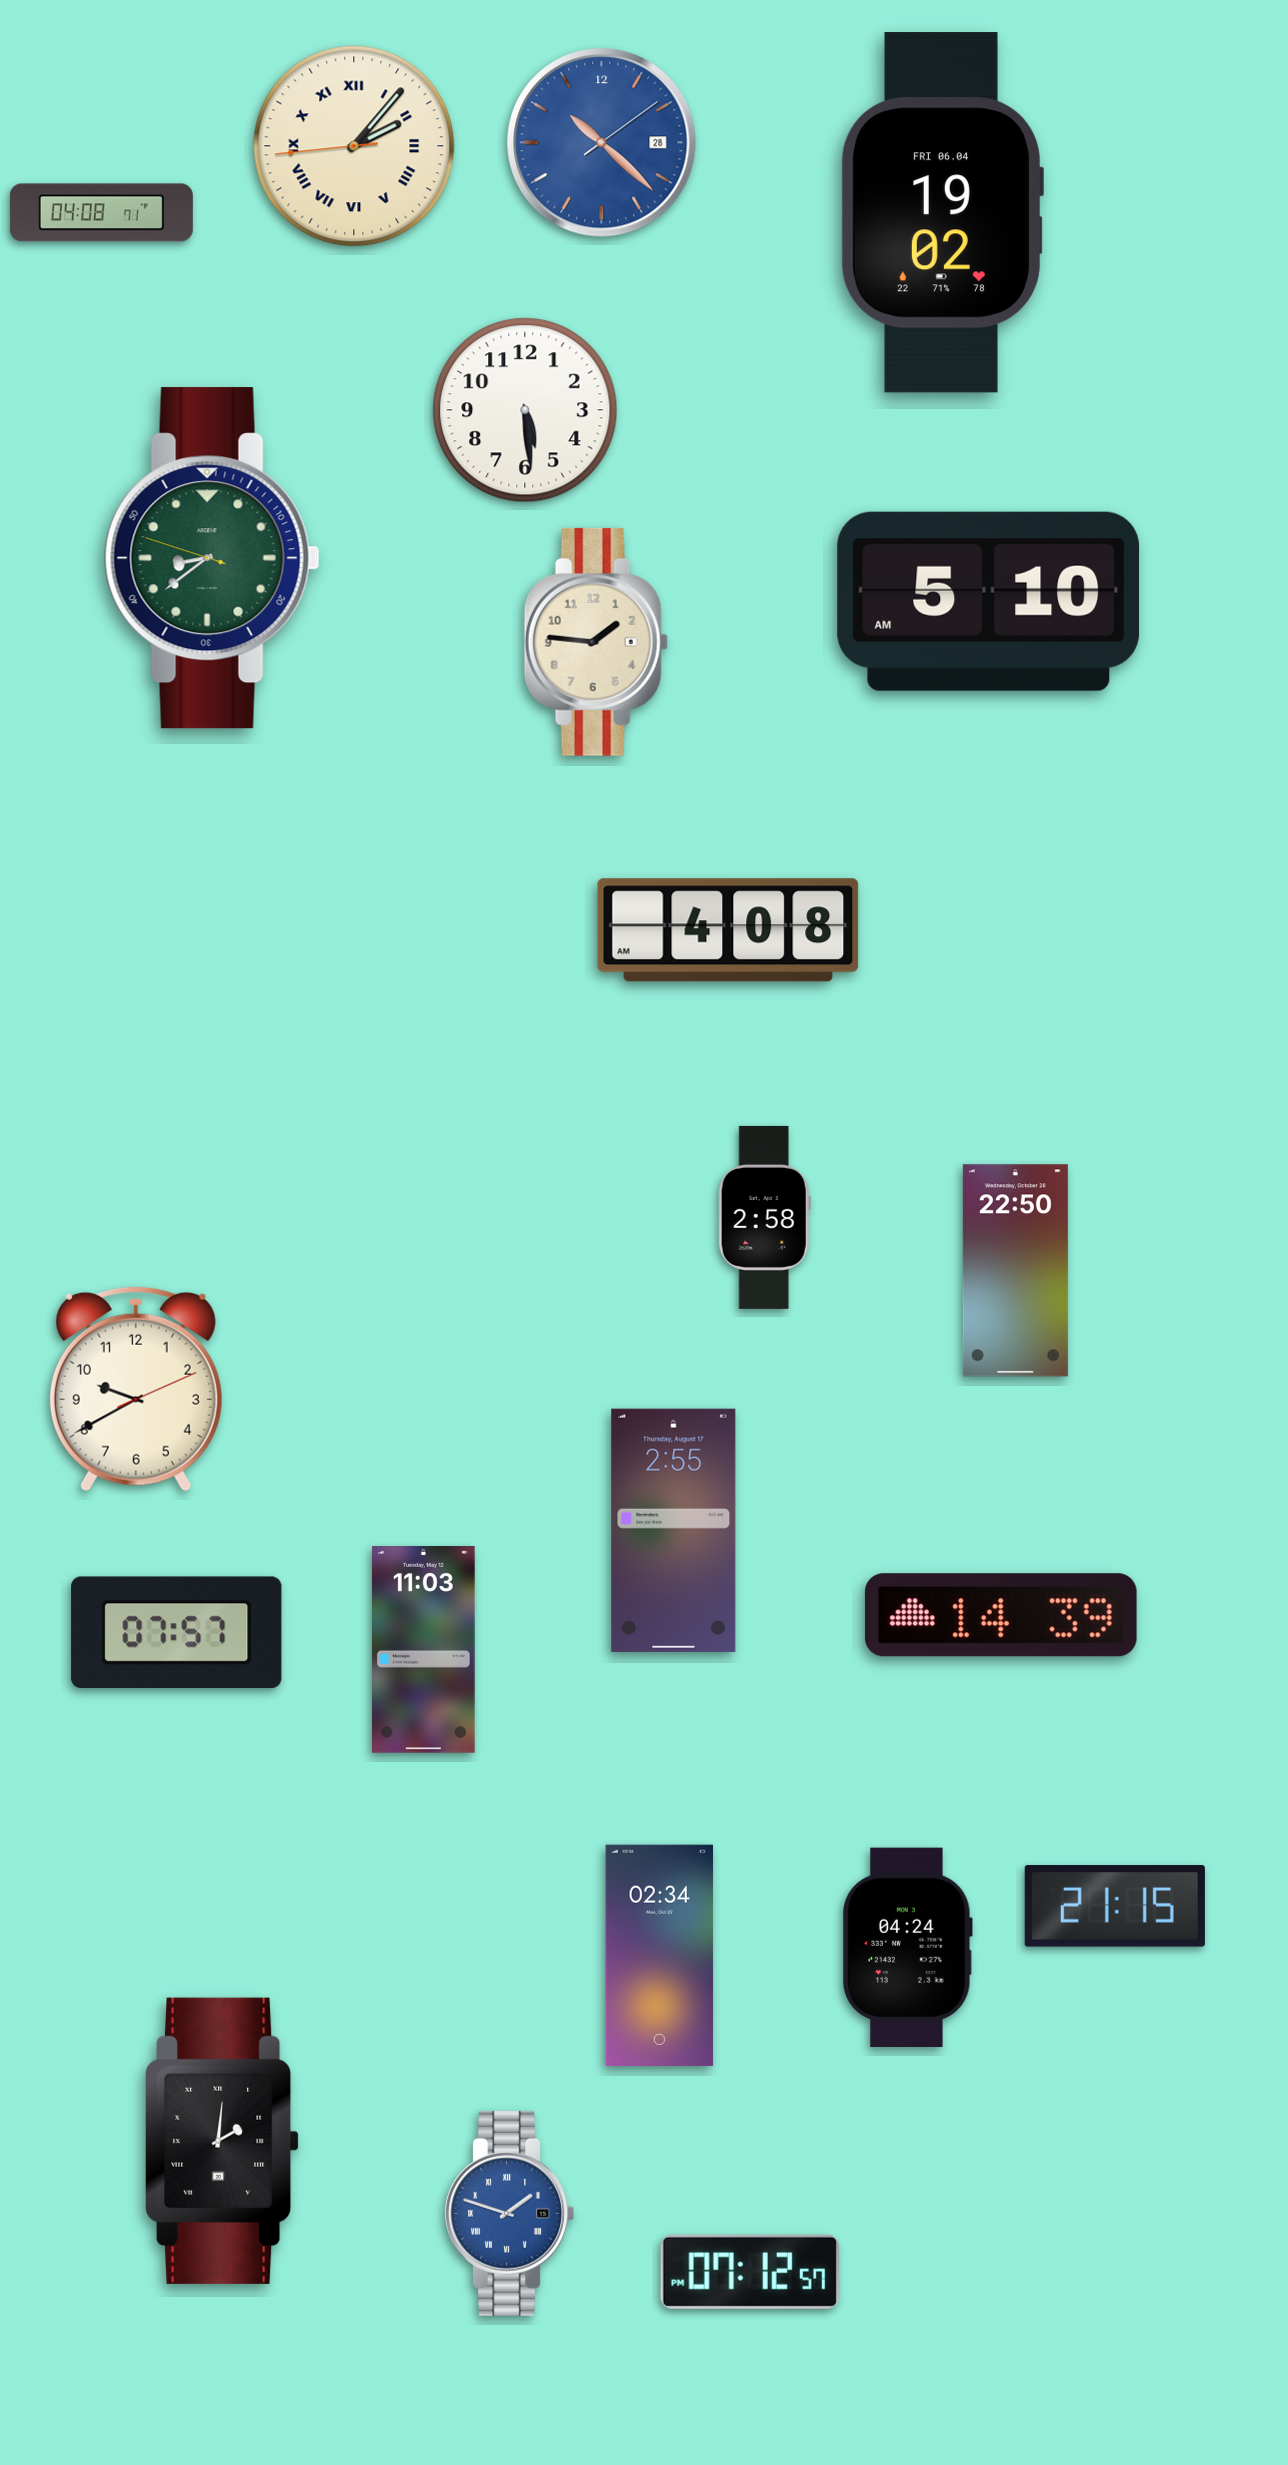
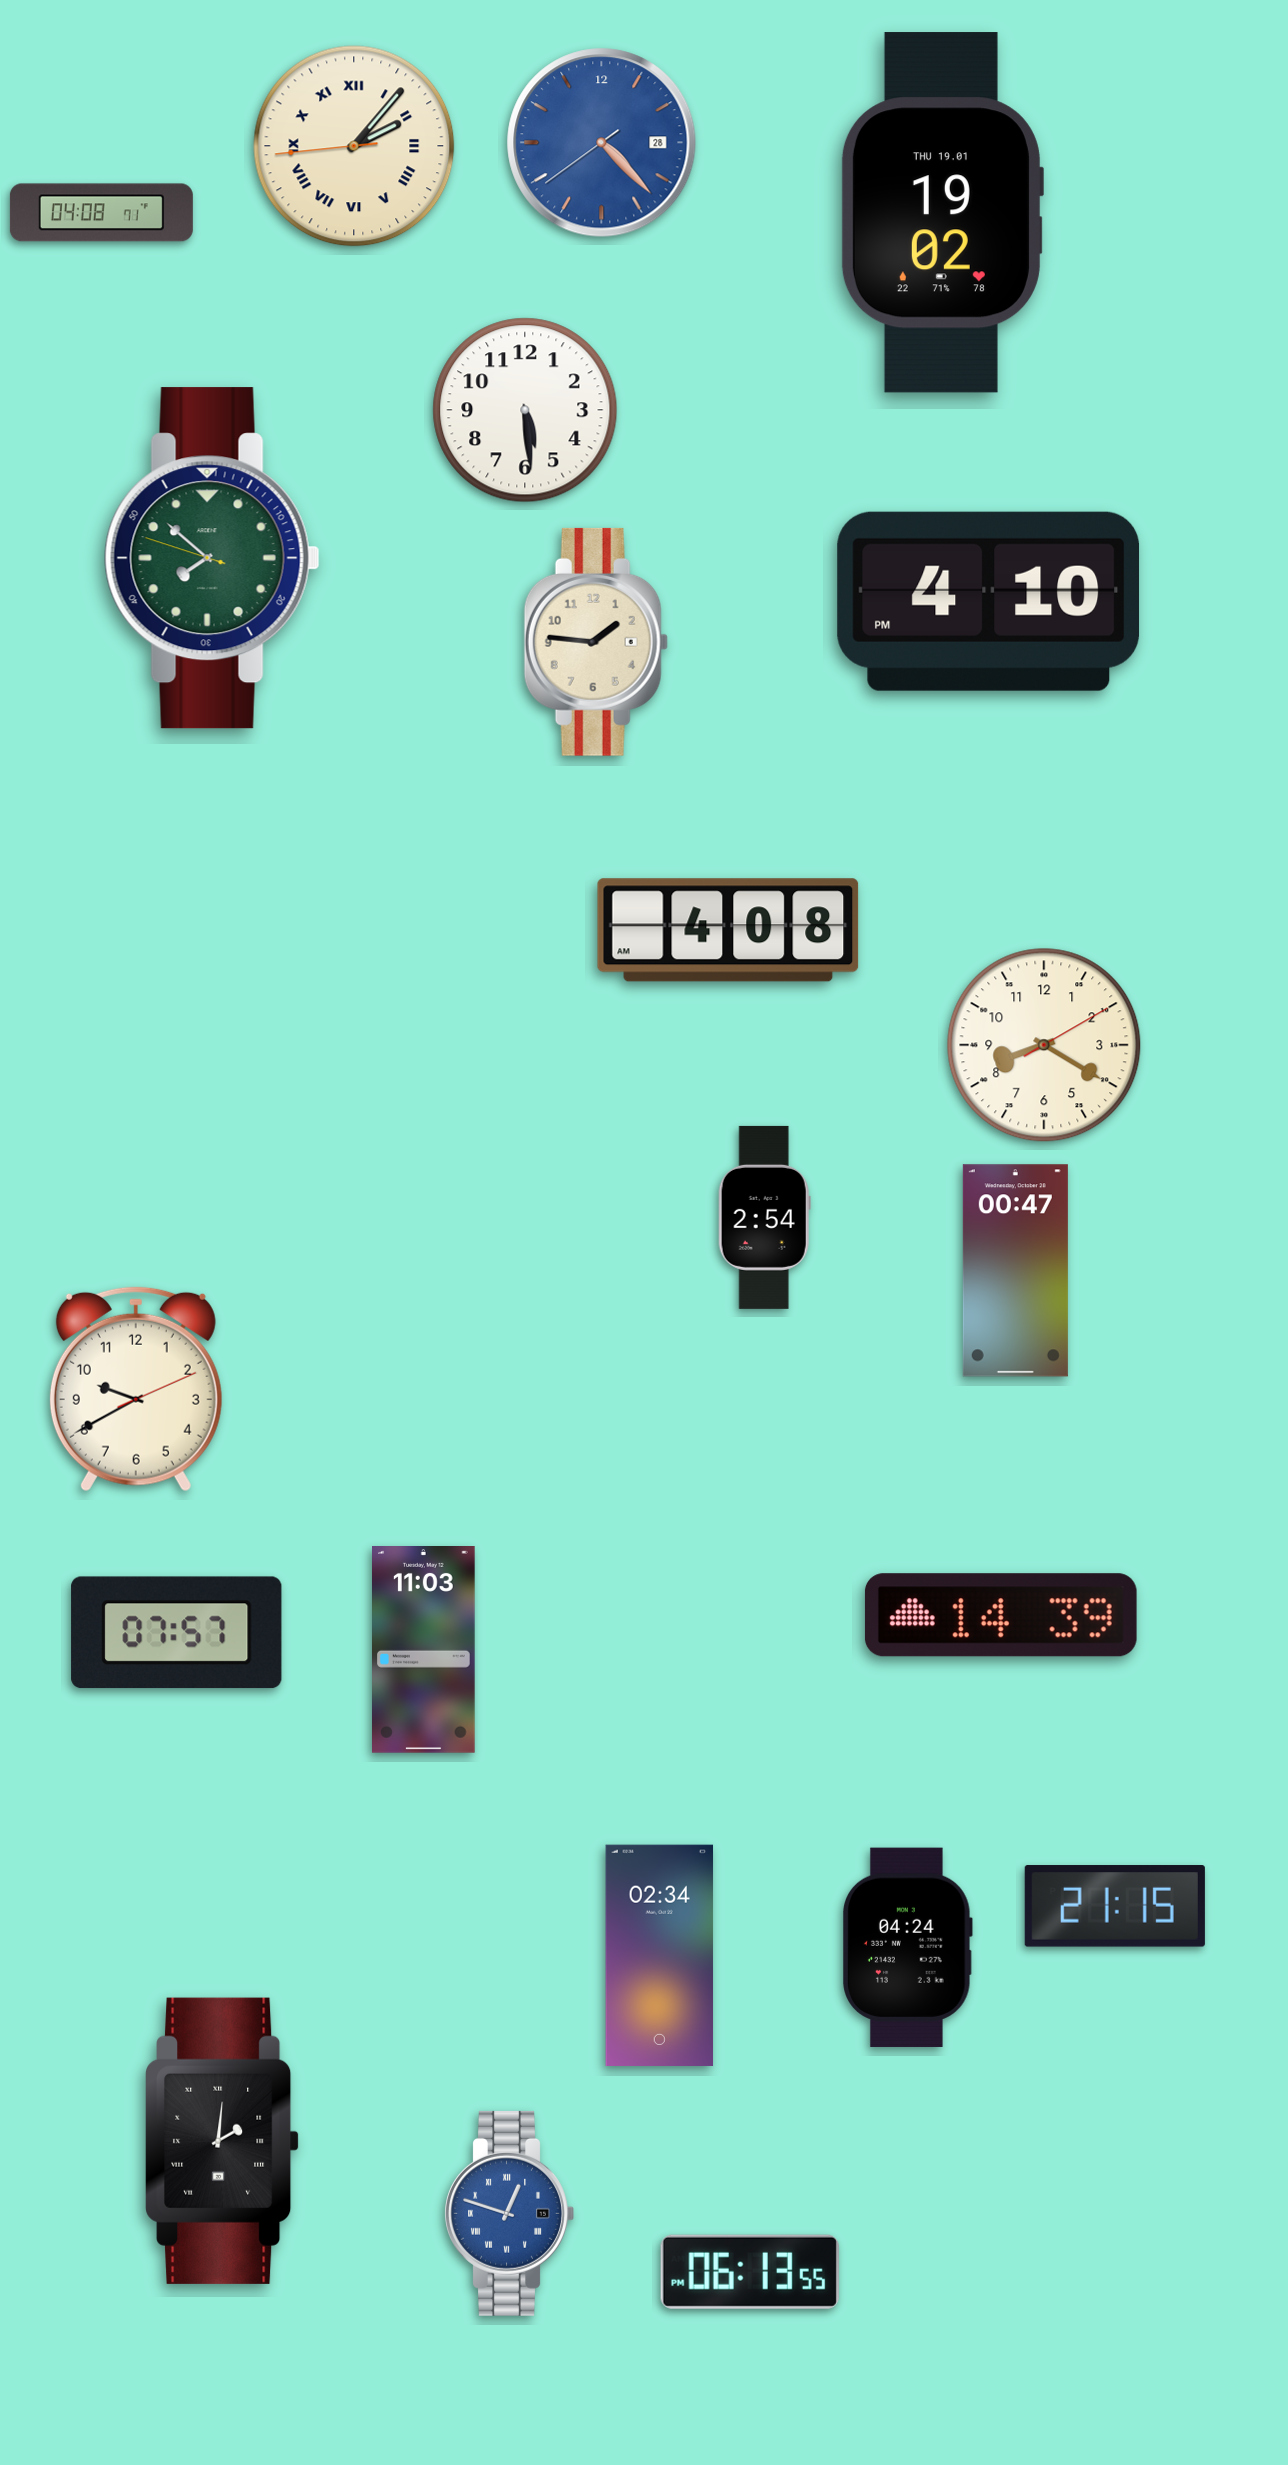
clock at (602, 143): 10:22 -> 4:22
clock at (942, 213) date: FRI 06.04 -> THU 19.01
clock at (212, 558): 8:38 -> 7:51
clock at (989, 601): 5:10 -> 4:10
clock at (1044, 1045): none -> 8:20
clock at (764, 1217): 2:58 -> 2:54
clock at (1015, 1271): 22:50 -> 00:47
clock at (674, 1530): 2:55 -> none
clock at (509, 2213): 1:48 -> 12:48
clock at (750, 2272): 07:12 -> 06:13
